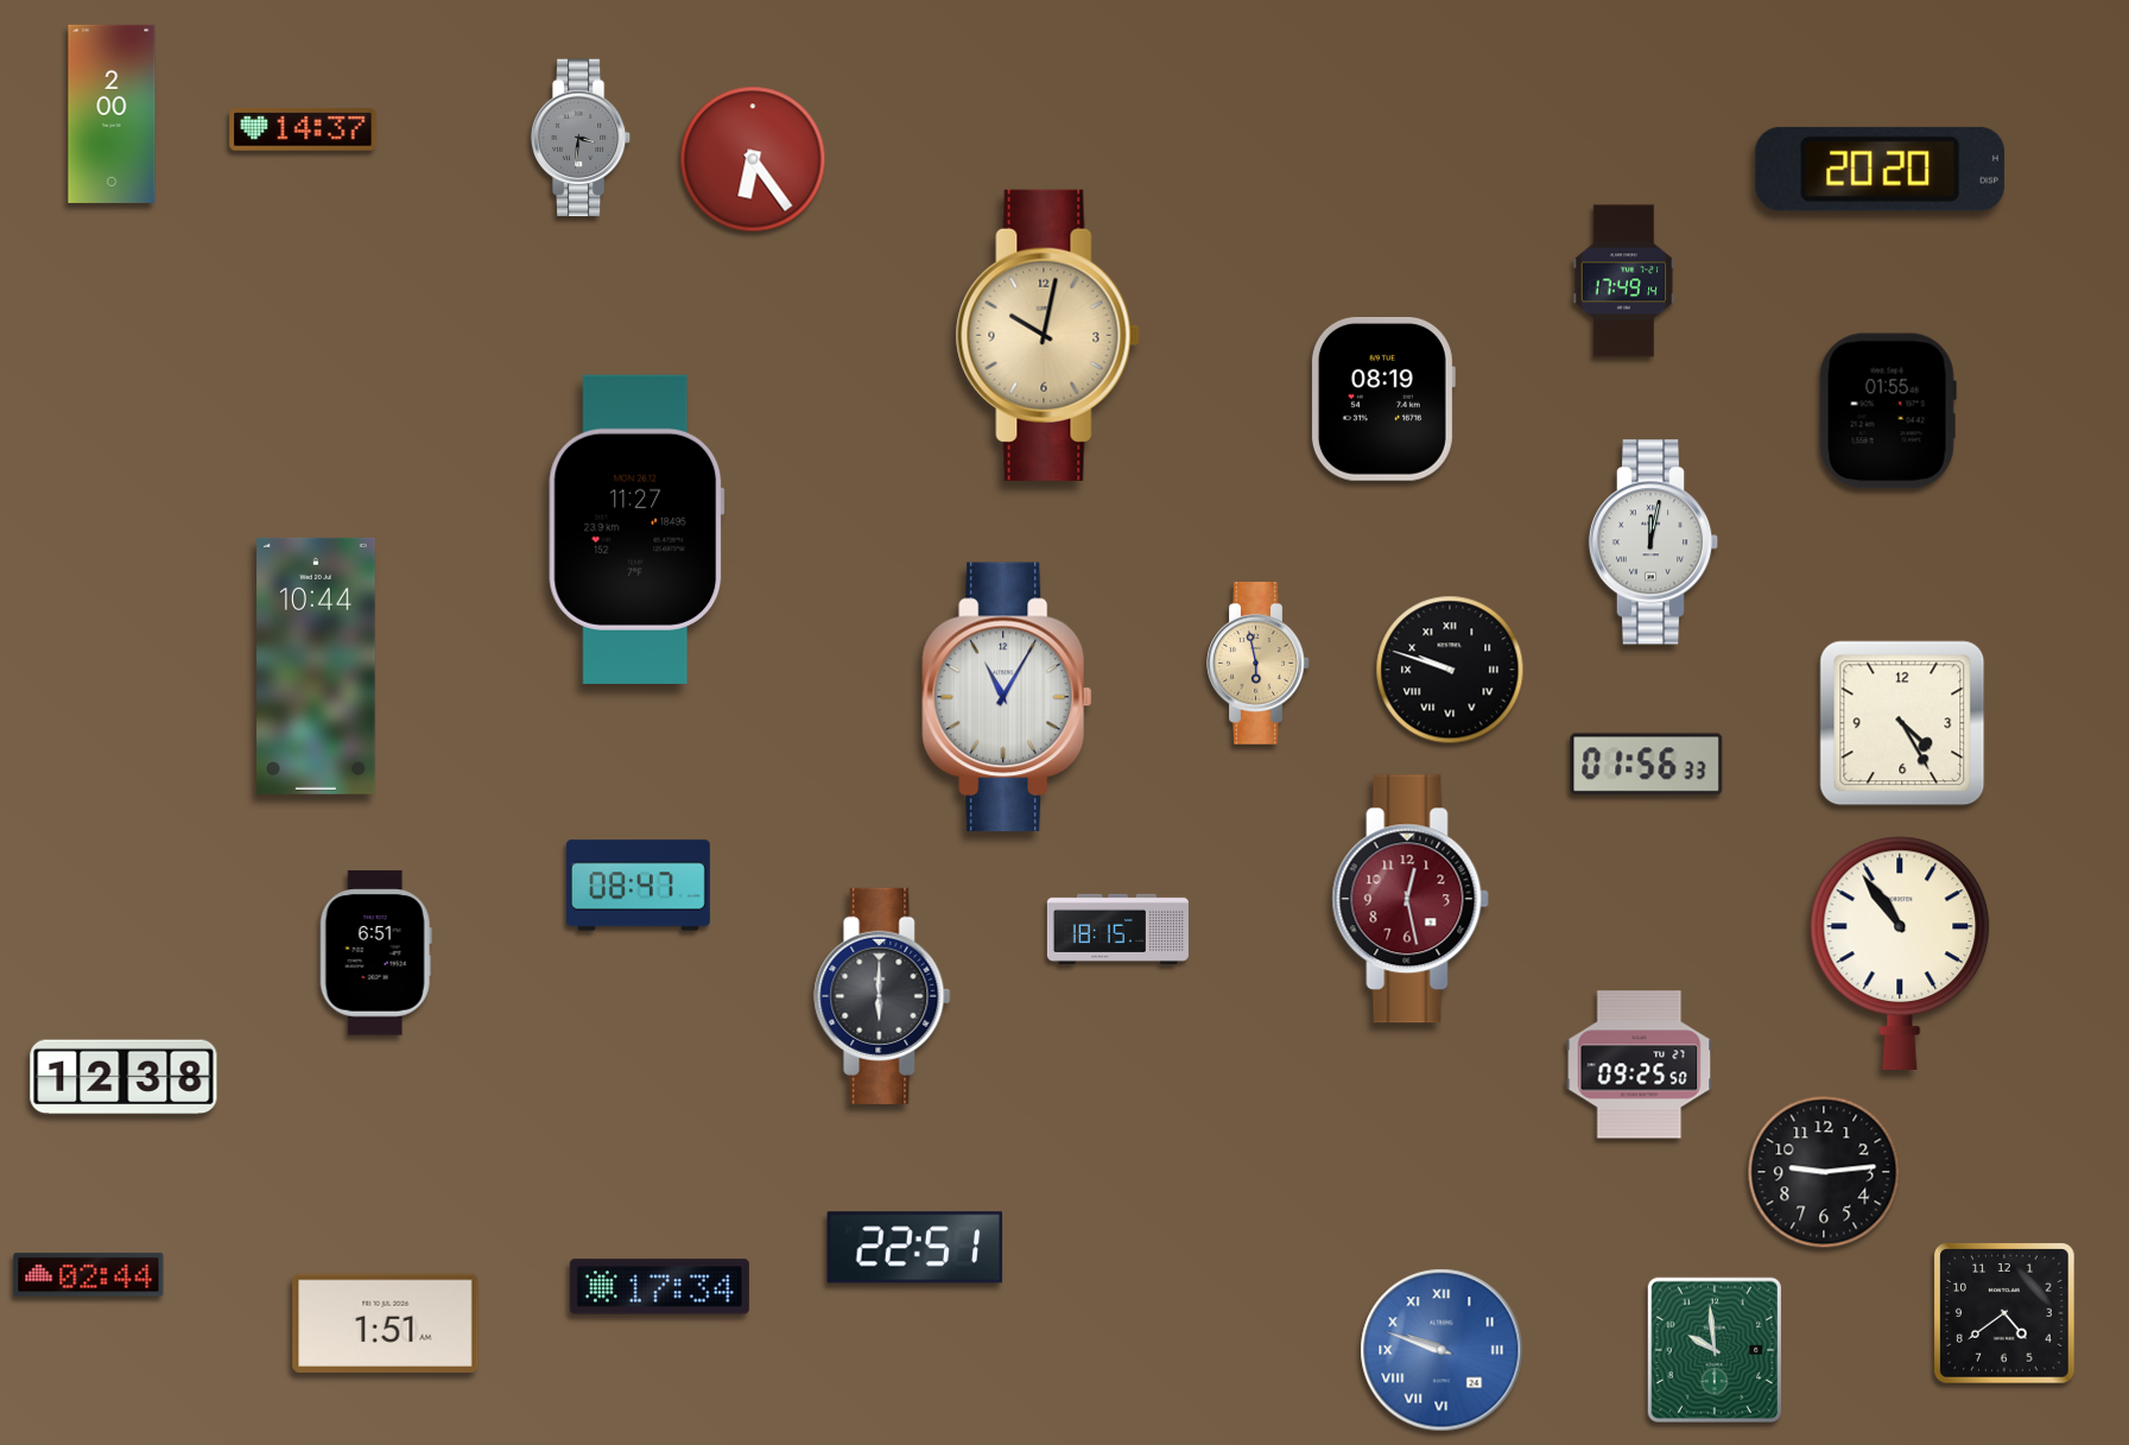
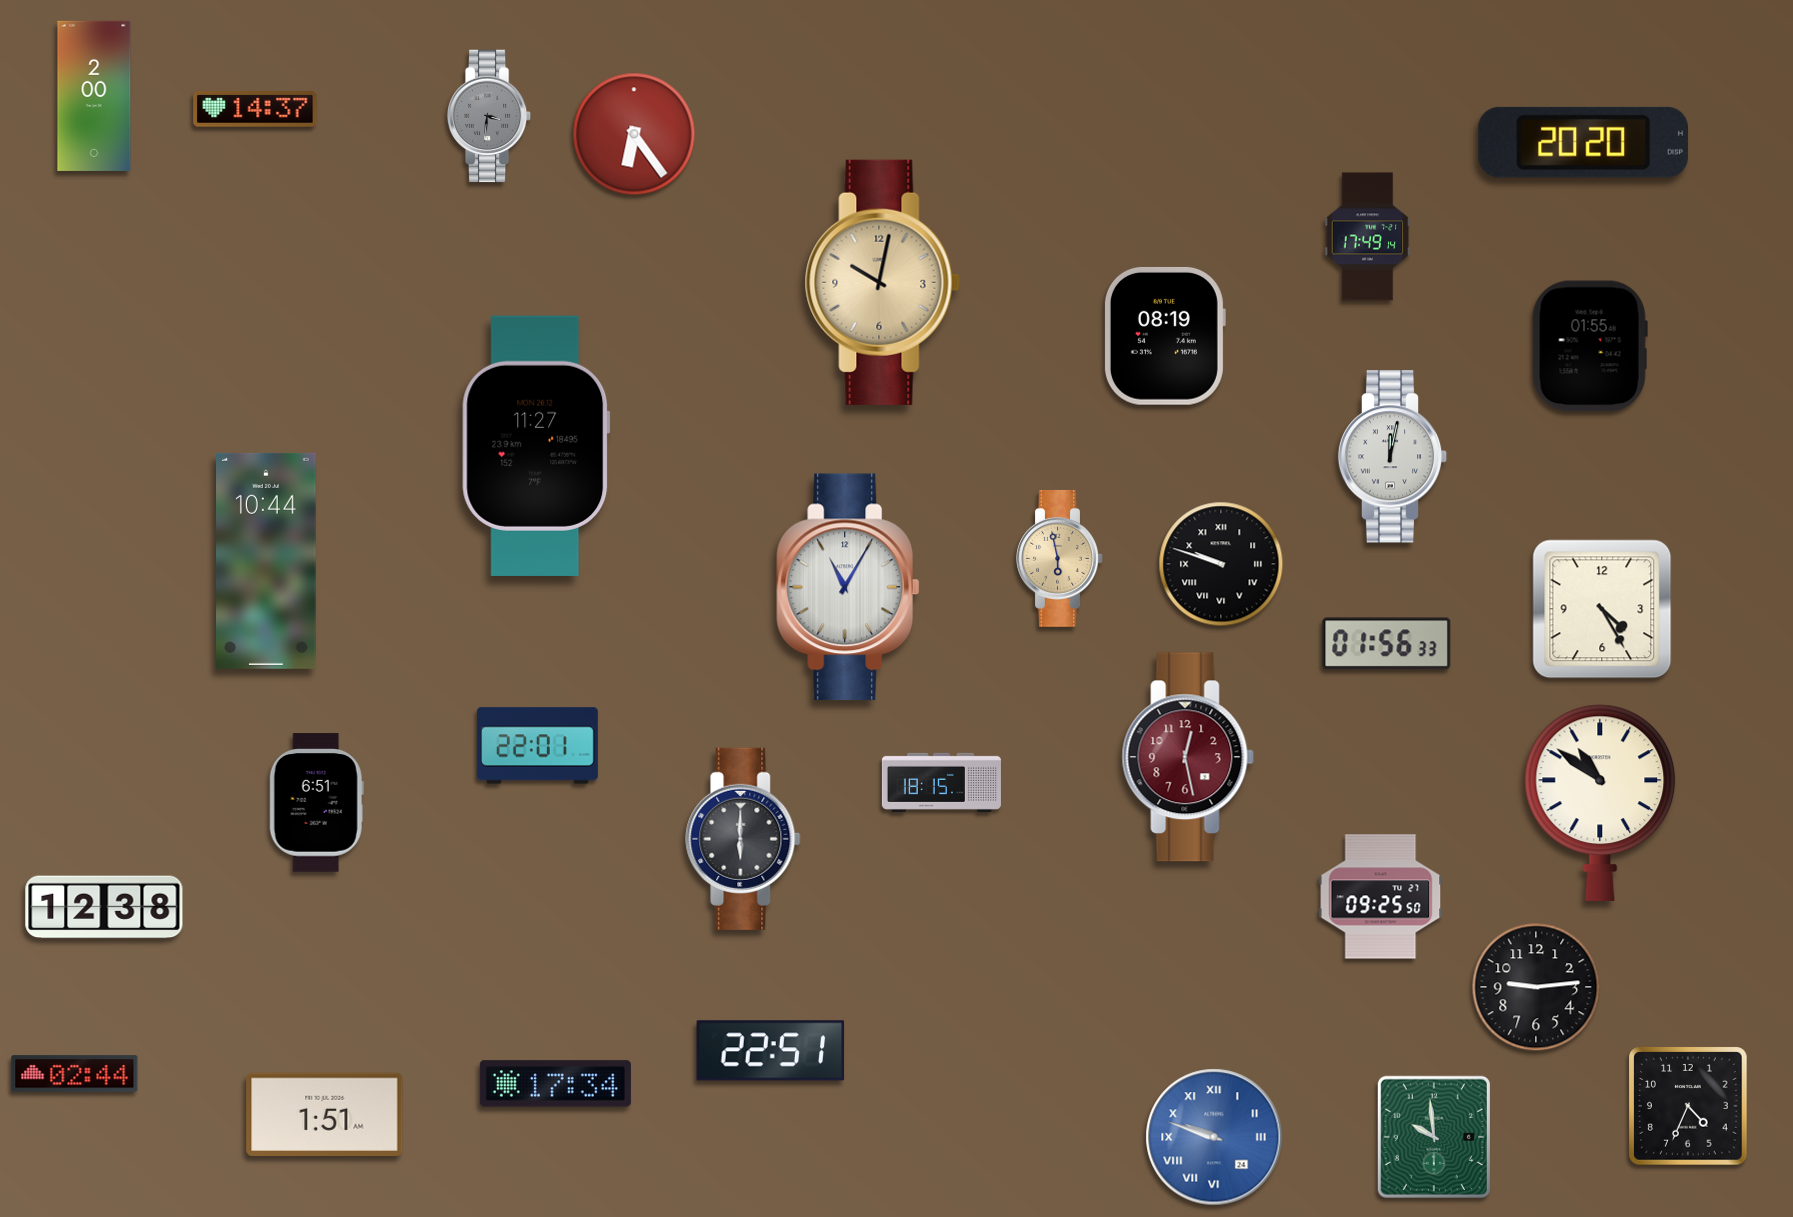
clock at (638, 886): 08:47 -> 22:01
clock at (1900, 953): 10:54 -> 10:51
clock at (2004, 1313): 4:39 -> 4:34
clock at (1715, 1350) position: (1715, 1350) -> (1434, 1137)
